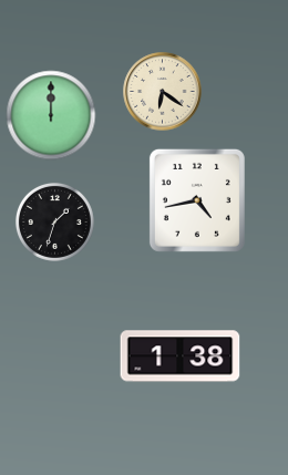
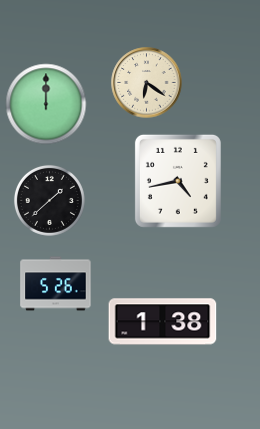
clock at (54, 221): 1:33 -> 1:38
clock at (56, 284): none -> 5:26
